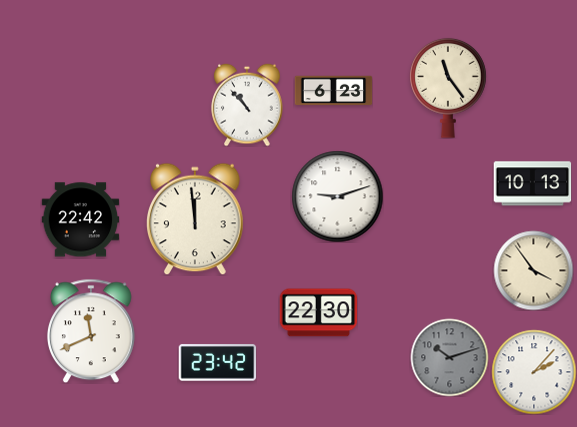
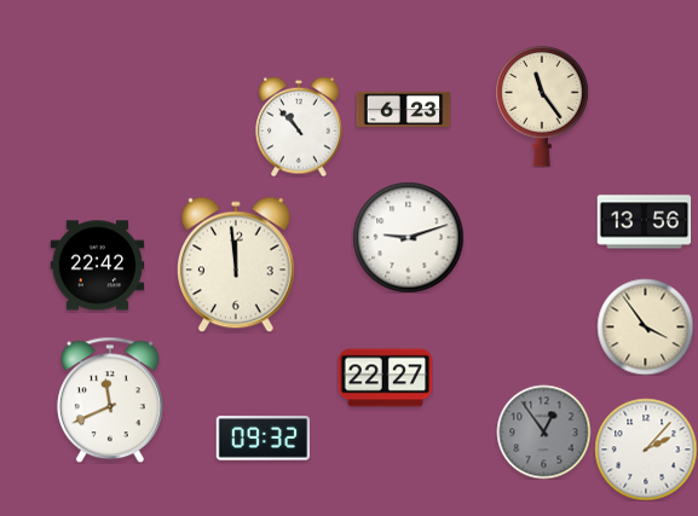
clock at (532, 184): 10:13 -> 13:56
clock at (318, 313): 22:30 -> 22:27
clock at (449, 357): 10:12 -> 12:54
clock at (217, 363): 23:42 -> 09:32
